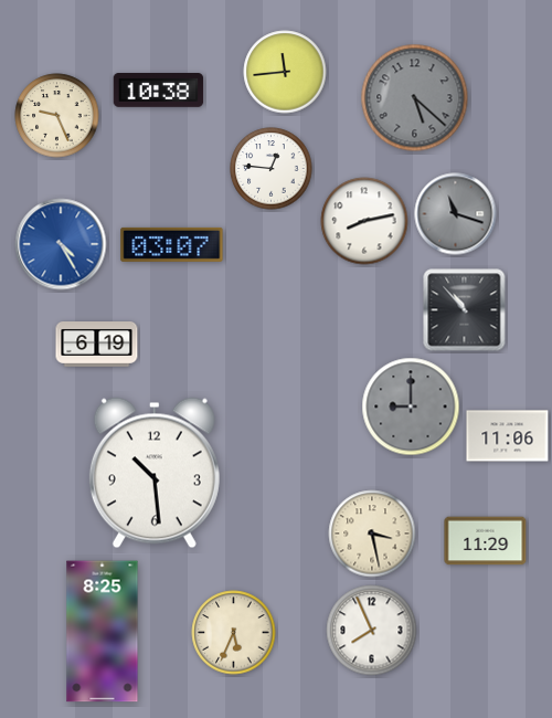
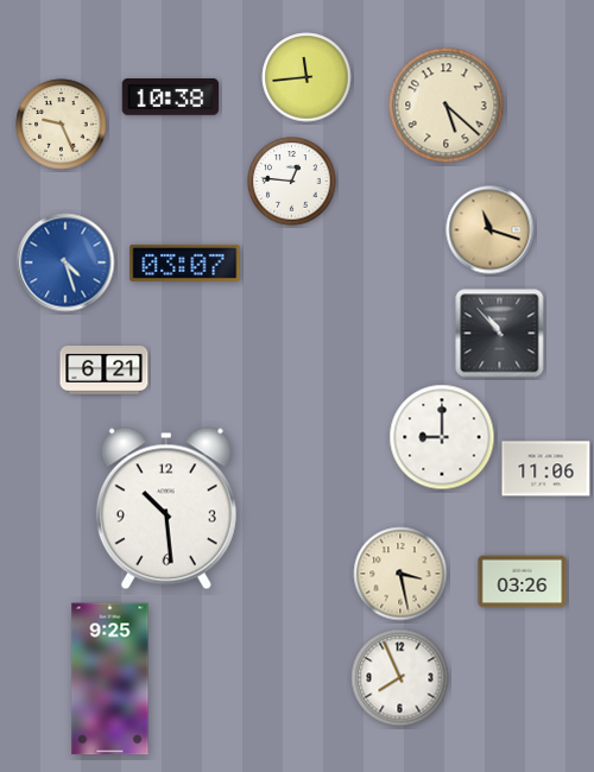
clock at (415, 98) dial: grey -> cream
clock at (456, 214) dial: grey -> champagne
clock at (364, 221): 8:13 -> none
clock at (61, 244): 4:25 -> 4:27
clock at (97, 345): 6:19 -> 6:21
clock at (411, 406) dial: grey -> white
clock at (486, 541): 11:29 -> 03:26
clock at (103, 632): 8:25 -> 9:25
clock at (234, 633): 5:34 -> none
